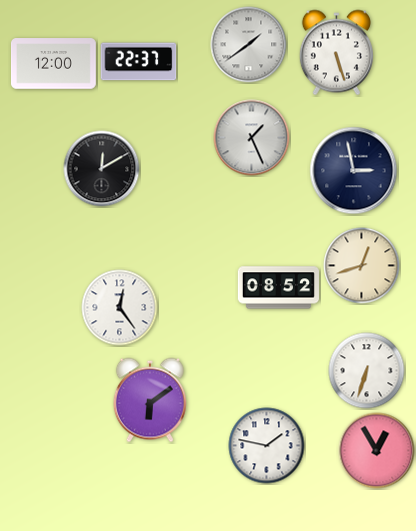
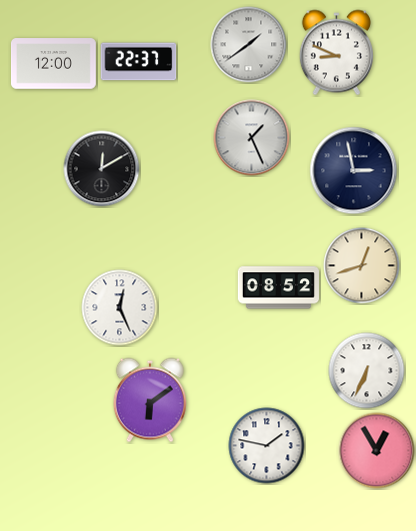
clock at (336, 53): 5:27 -> 8:49
clock at (120, 308): 12:24 -> 12:26
clock at (367, 371): 6:33 -> 6:34
